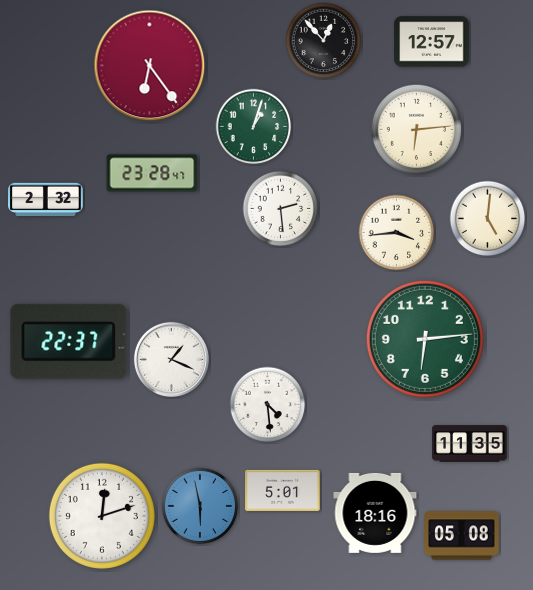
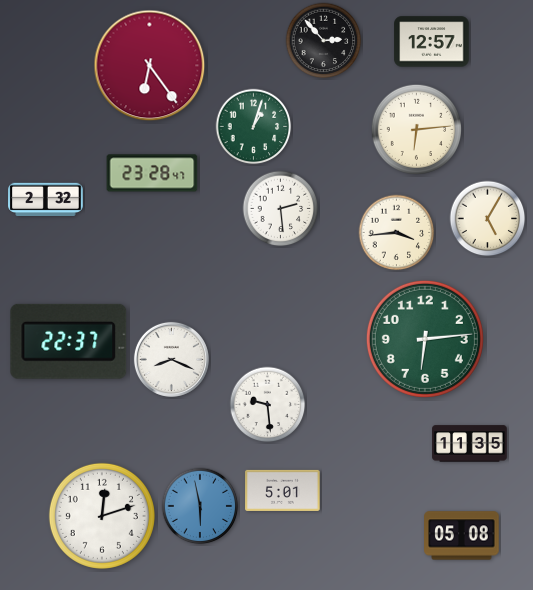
clock at (324, 41): 12:53 -> 2:53
clock at (488, 219): 5:01 -> 5:05
clock at (171, 359): 1:19 -> 8:19
clock at (268, 405): 4:29 -> 9:29
clock at (375, 513): 18:16 -> none
